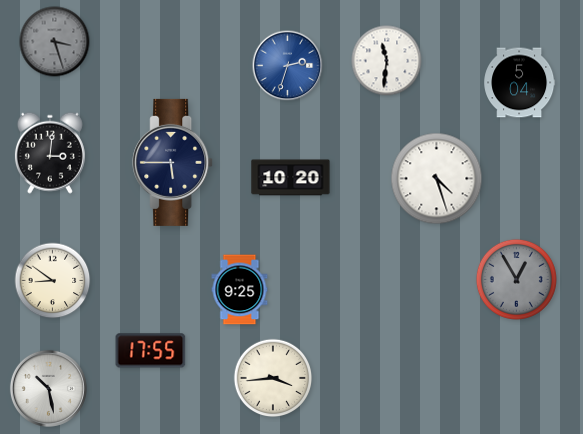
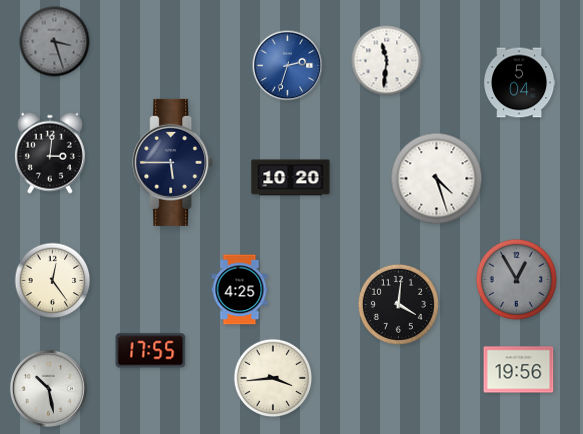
clock at (53, 281): 8:51 -> 12:24
clock at (240, 290): 9:25 -> 4:25
clock at (398, 304): none -> 4:01
clock at (519, 370): none -> 19:56
